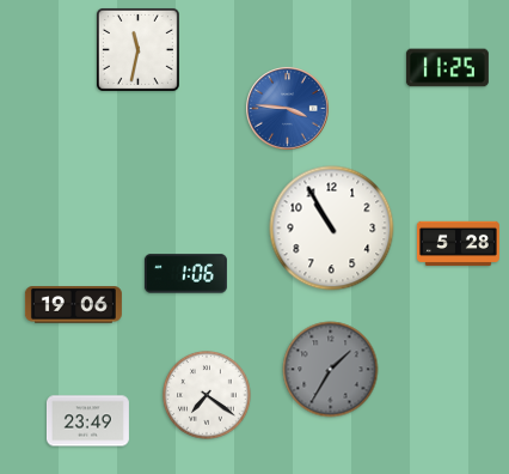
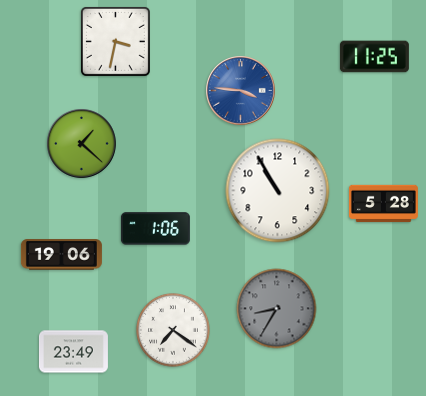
clock at (137, 49): 11:32 -> 3:32
clock at (82, 144): none -> 1:22
clock at (331, 370): 1:35 -> 8:35
